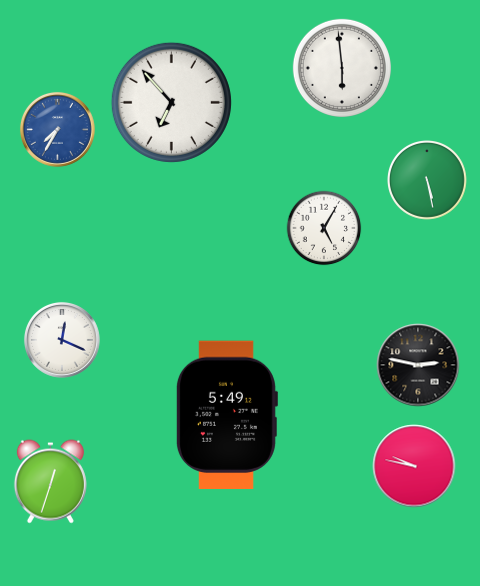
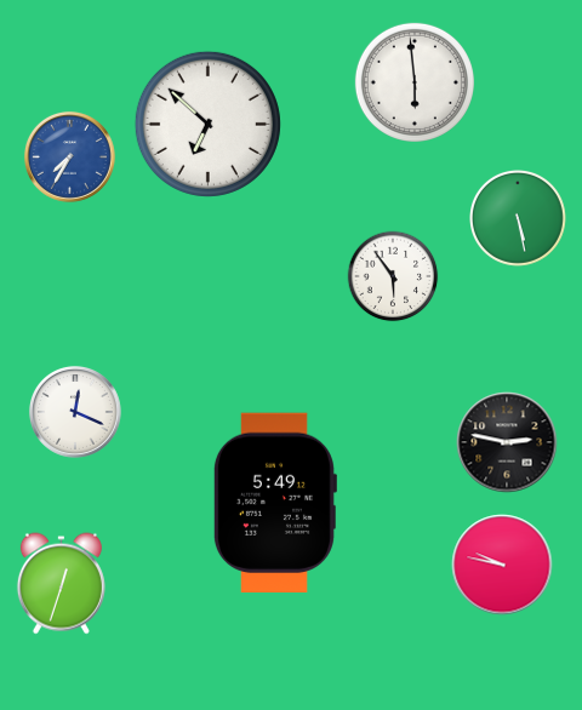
clock at (171, 102): 6:53 -> 6:52
clock at (324, 228): 5:05 -> 5:54
